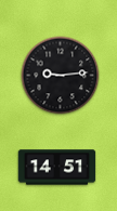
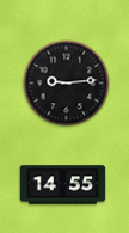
clock at (57, 168): 14:51 -> 14:55
